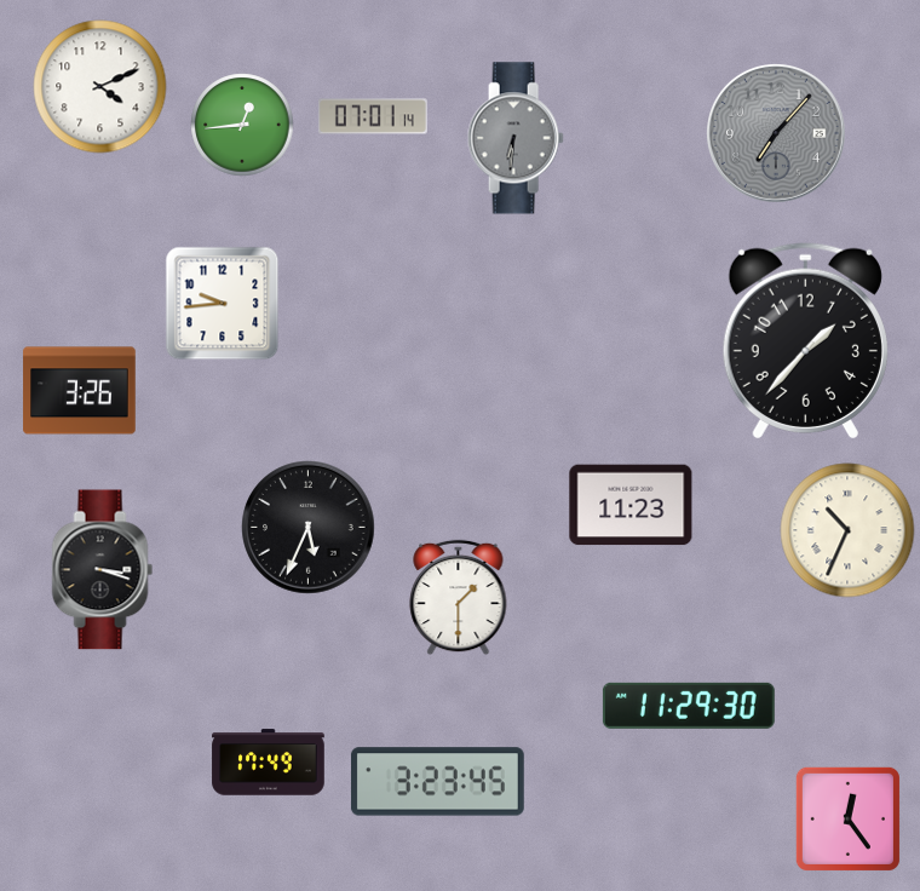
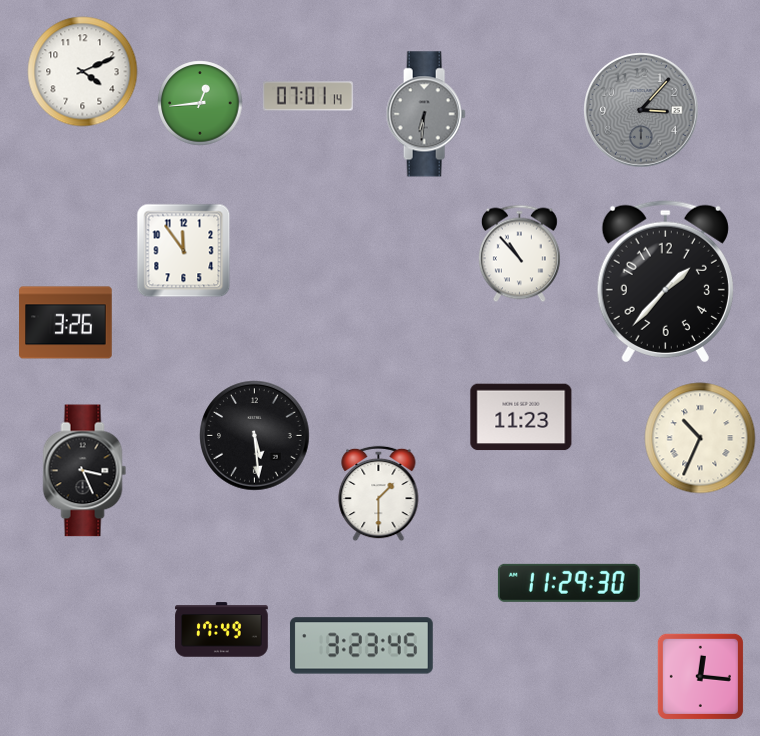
clock at (777, 134): 7:07 -> 3:07
clock at (223, 304): 9:44 -> 11:54
clock at (519, 254): none -> 10:53
clock at (309, 528): 5:34 -> 5:29
clock at (103, 570): 3:18 -> 3:26
clock at (847, 818): 12:24 -> 12:16
